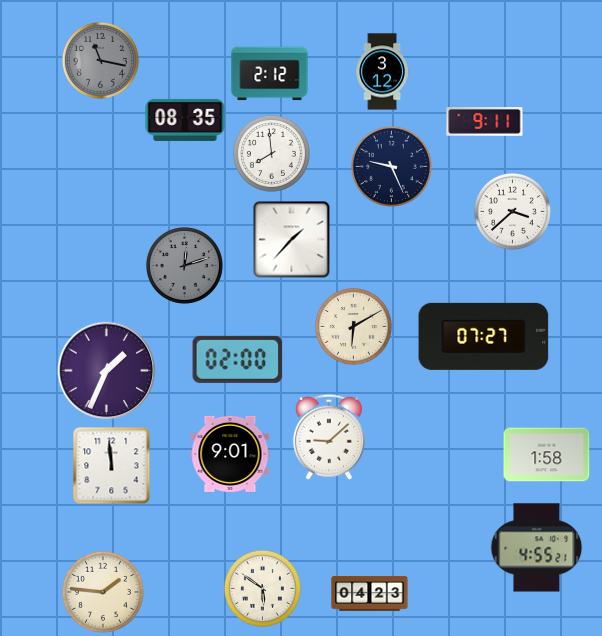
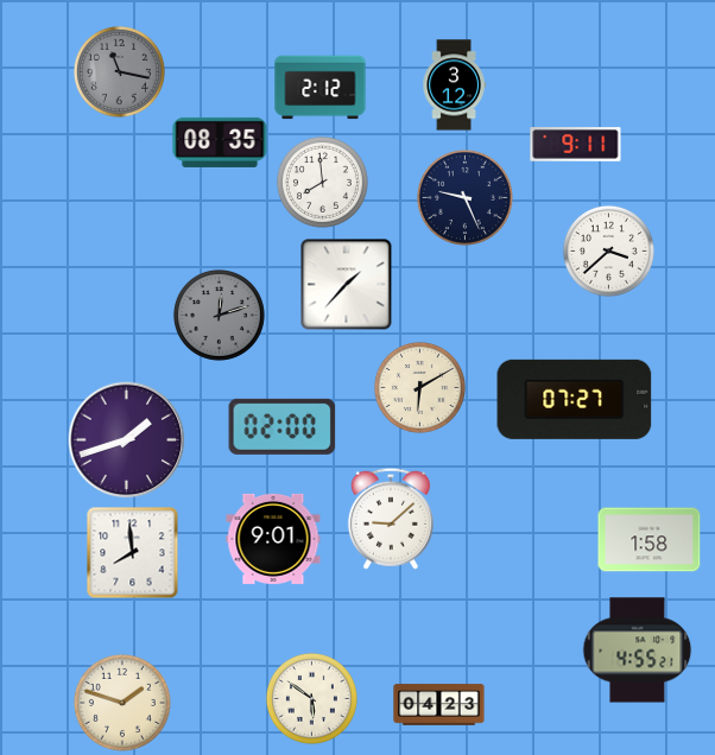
clock at (107, 371): 1:34 -> 1:42
clock at (111, 465): 11:59 -> 7:59
clock at (103, 592): 1:46 -> 1:48
